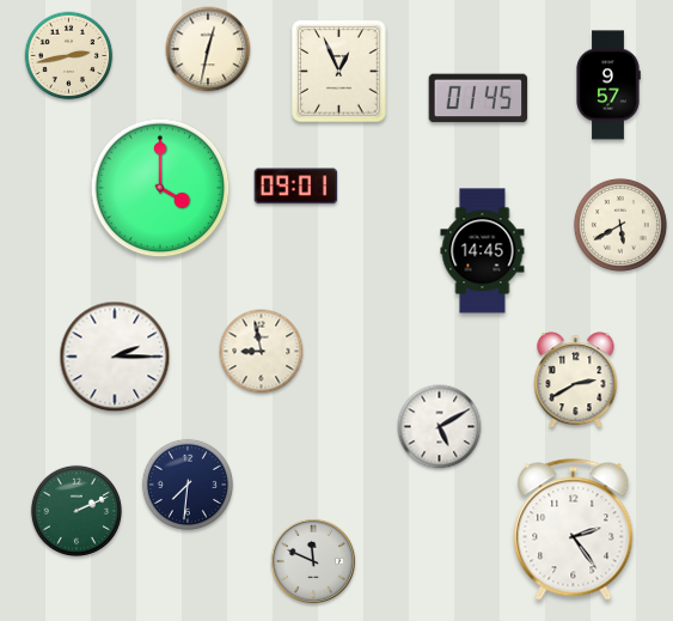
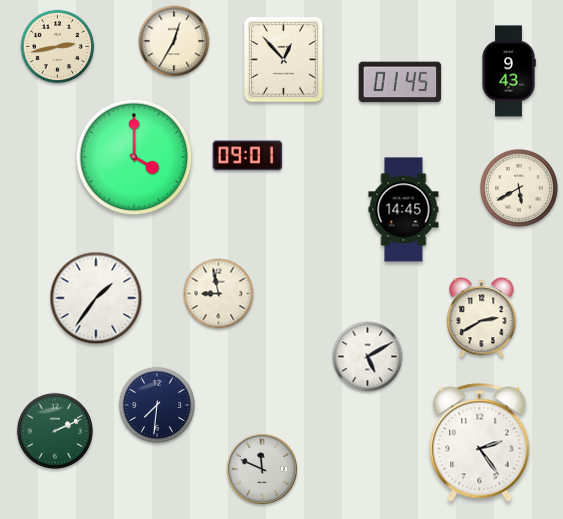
clock at (208, 49): 12:32 -> 12:35
clock at (339, 72): 12:56 -> 12:53
clock at (608, 85): 9:57 -> 9:43
clock at (115, 357): 2:15 -> 1:36
clock at (77, 511) position: (77, 511) -> (55, 431)
